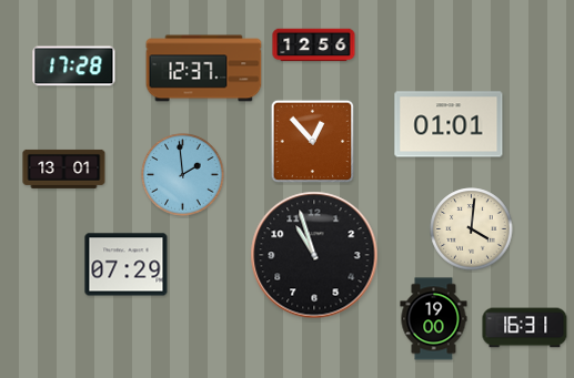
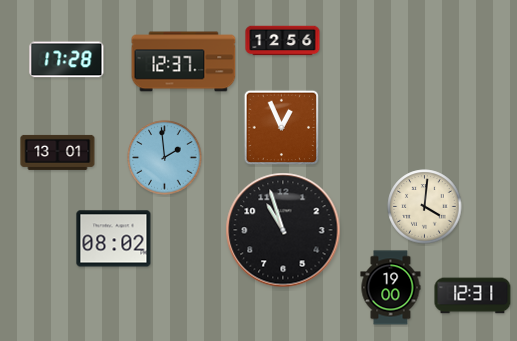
clock at (449, 124): 01:01 -> none
clock at (313, 142): 12:53 -> 12:56
clock at (127, 265): 07:29 -> 08:02
clock at (525, 328): 16:31 -> 12:31
